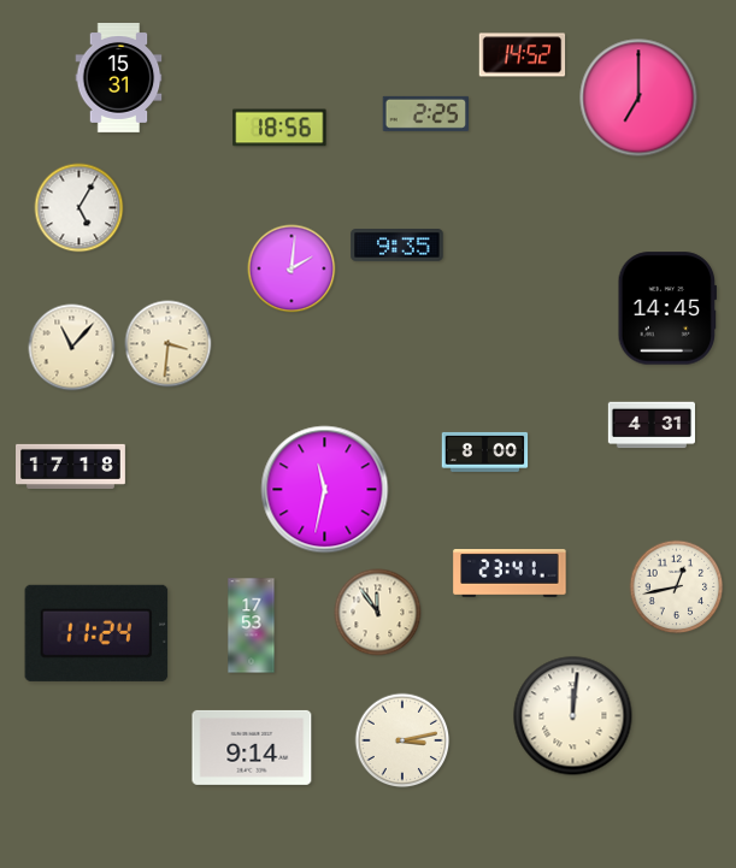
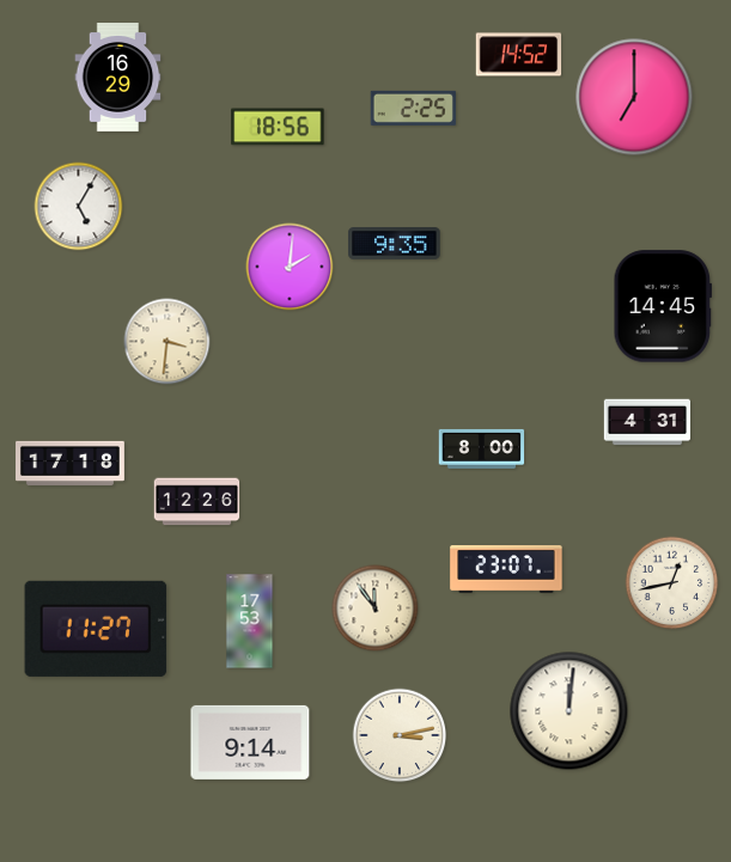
clock at (119, 78): 15:31 -> 16:29
clock at (426, 113) position: (426, 113) -> (414, 108)
clock at (72, 348): 11:07 -> none
clock at (325, 490): 11:32 -> none
clock at (197, 502): none -> 12:26
clock at (510, 573): 23:41 -> 23:07
clock at (96, 633): 11:24 -> 11:27
